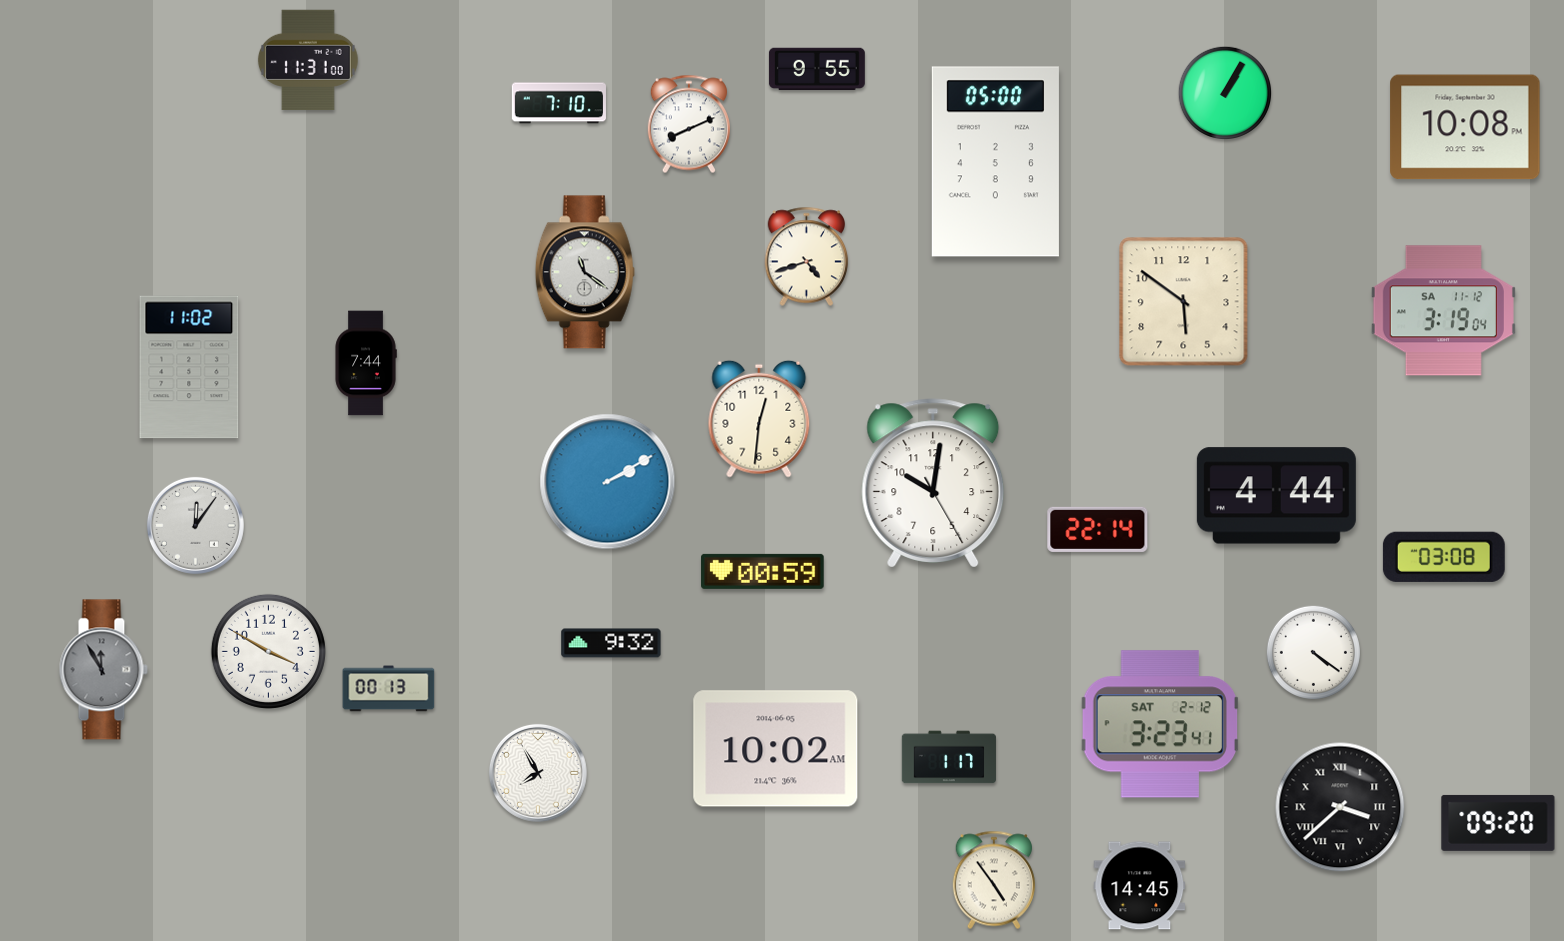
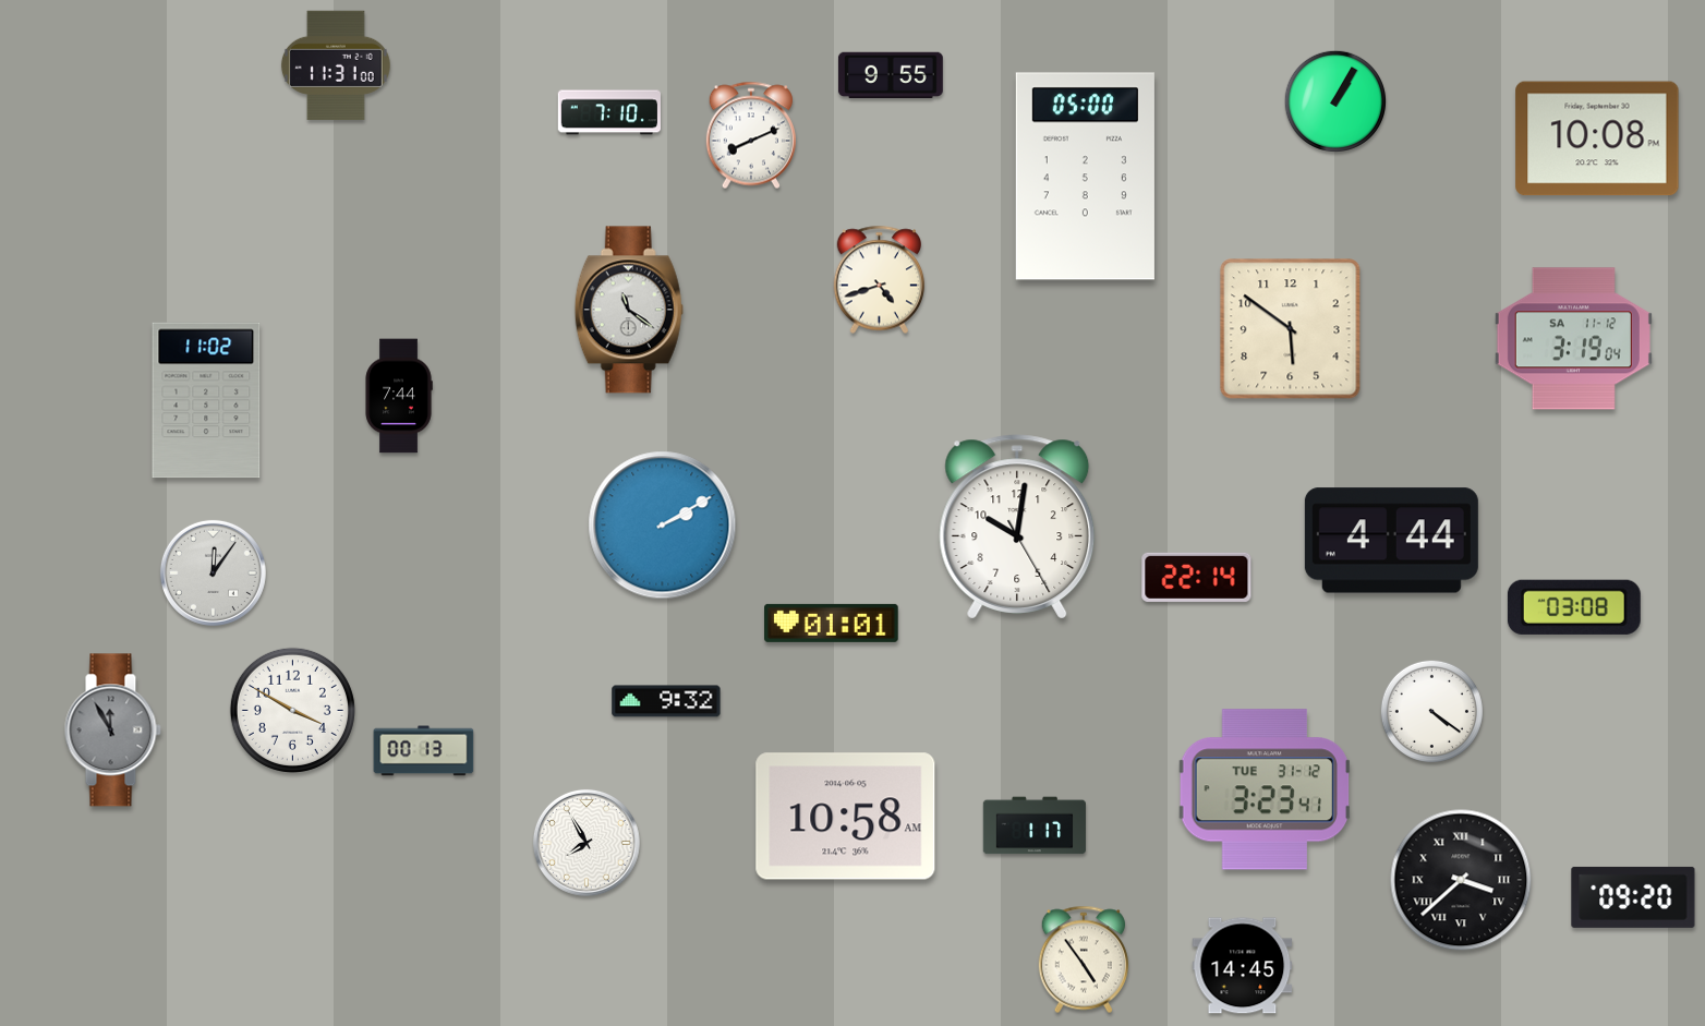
clock at (585, 272) position: (585, 272) -> (629, 310)
clock at (759, 419): 12:31 -> none
clock at (763, 571): 00:59 -> 01:01
clock at (1159, 724) date: SAT 2-12 -> TUE 31-12
clock at (776, 749): 10:02 -> 10:58
